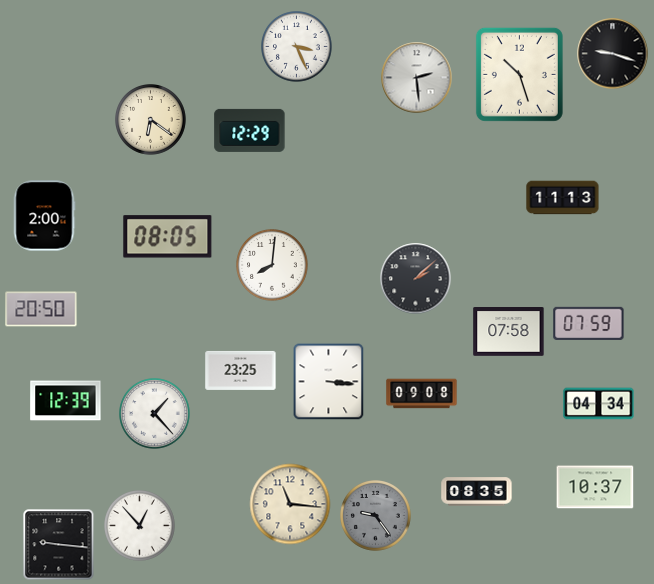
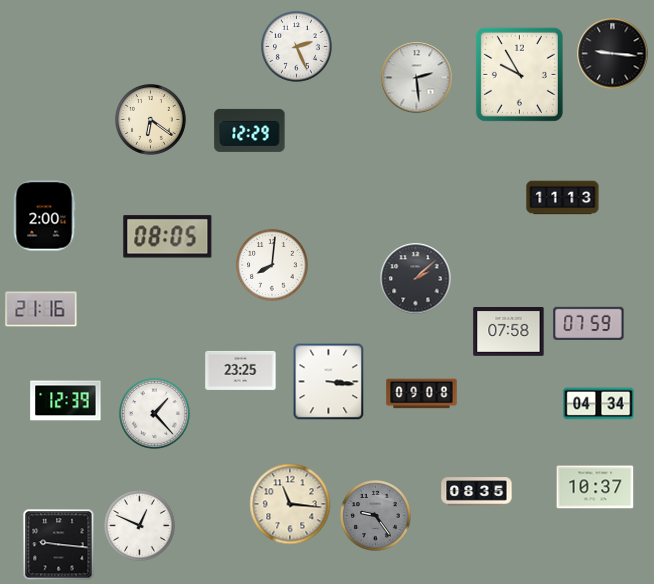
clock at (297, 47): 3:26 -> 2:26
clock at (613, 54): 9:18 -> 9:16
clock at (519, 74): 10:27 -> 9:55
clock at (41, 309): 20:50 -> 21:16
clock at (140, 526): 12:53 -> 12:49
